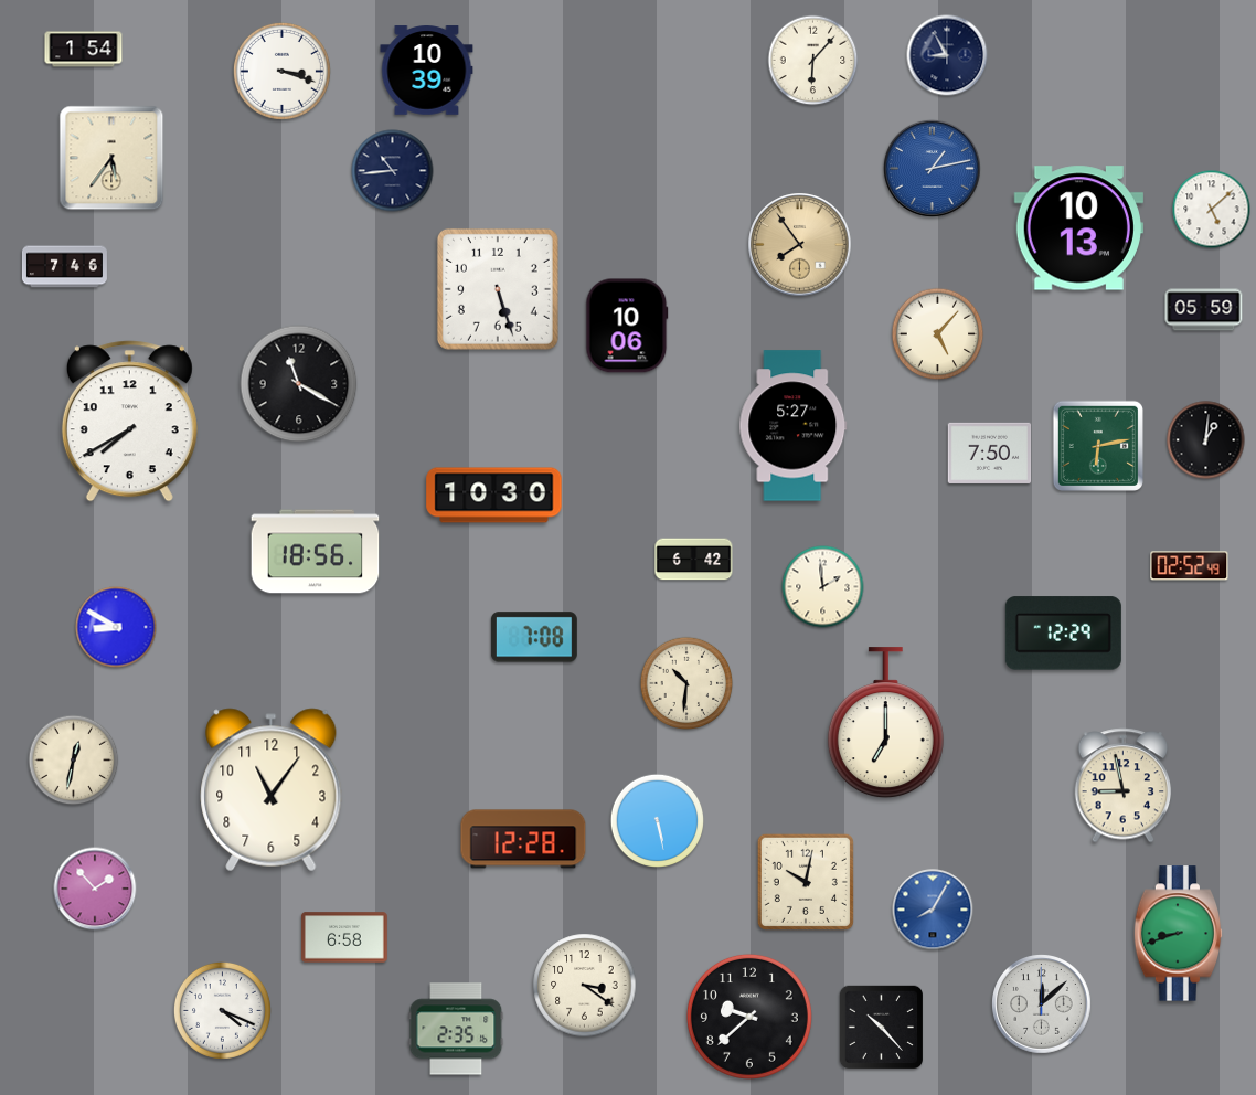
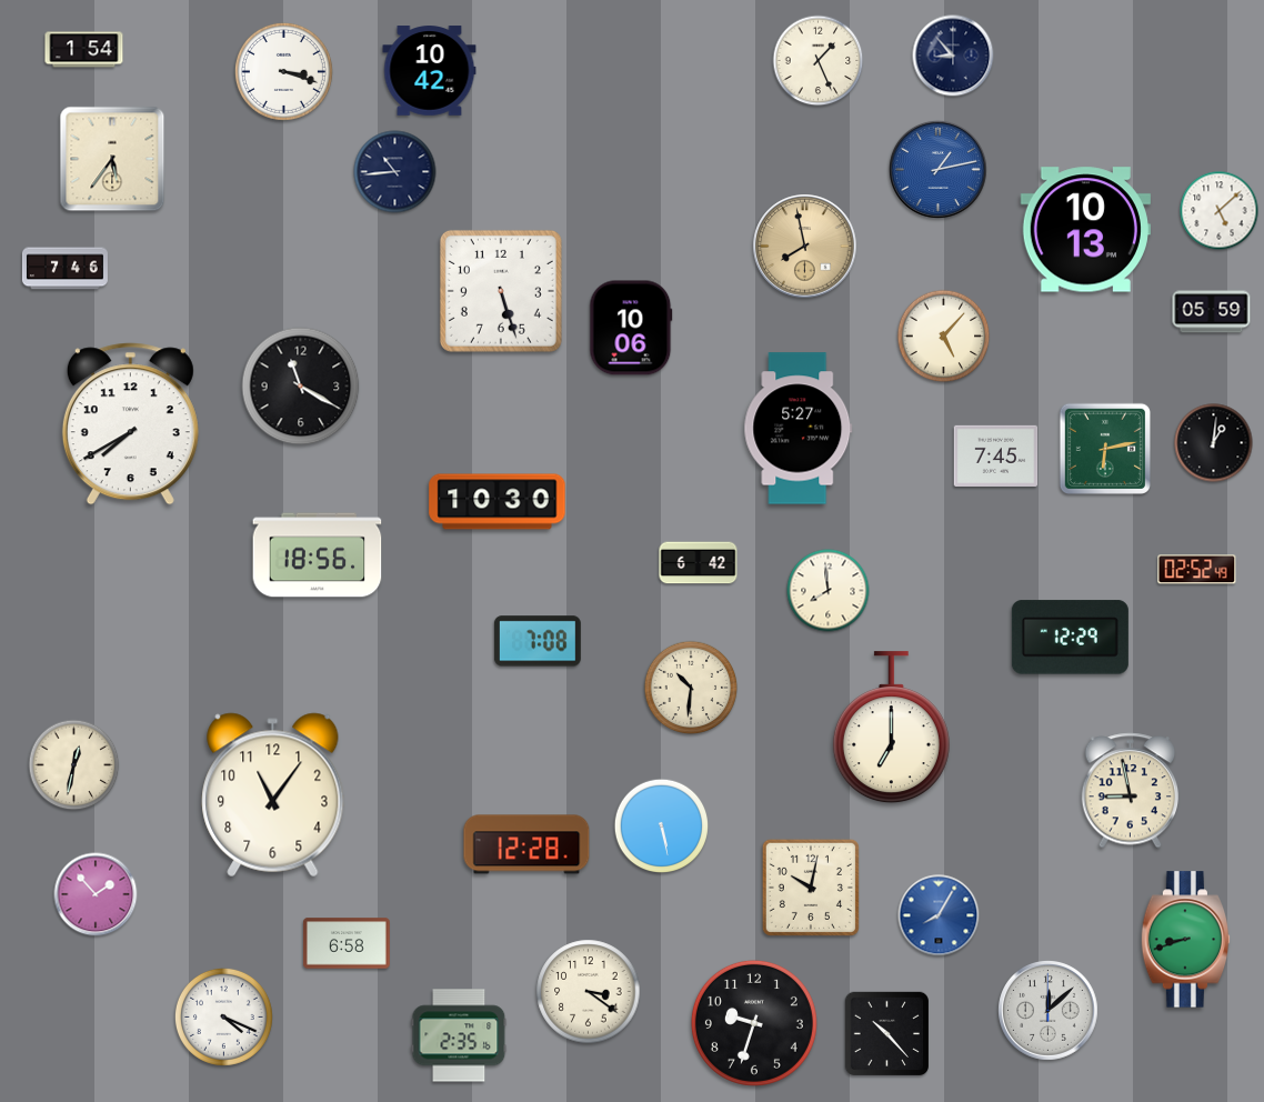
clock at (947, 55): 8:55 -> 8:53
clock at (813, 61): 6:07 -> 1:26
clock at (427, 71): 10:39 -> 10:42
clock at (800, 245): 7:54 -> 7:58
clock at (990, 453): 7:50 -> 7:45
clock at (494, 496) position: (494, 496) -> (498, 502)
clock at (823, 587): 1:59 -> 7:59
clock at (116, 627): 8:50 -> none
clock at (749, 1017): 9:38 -> 9:33
